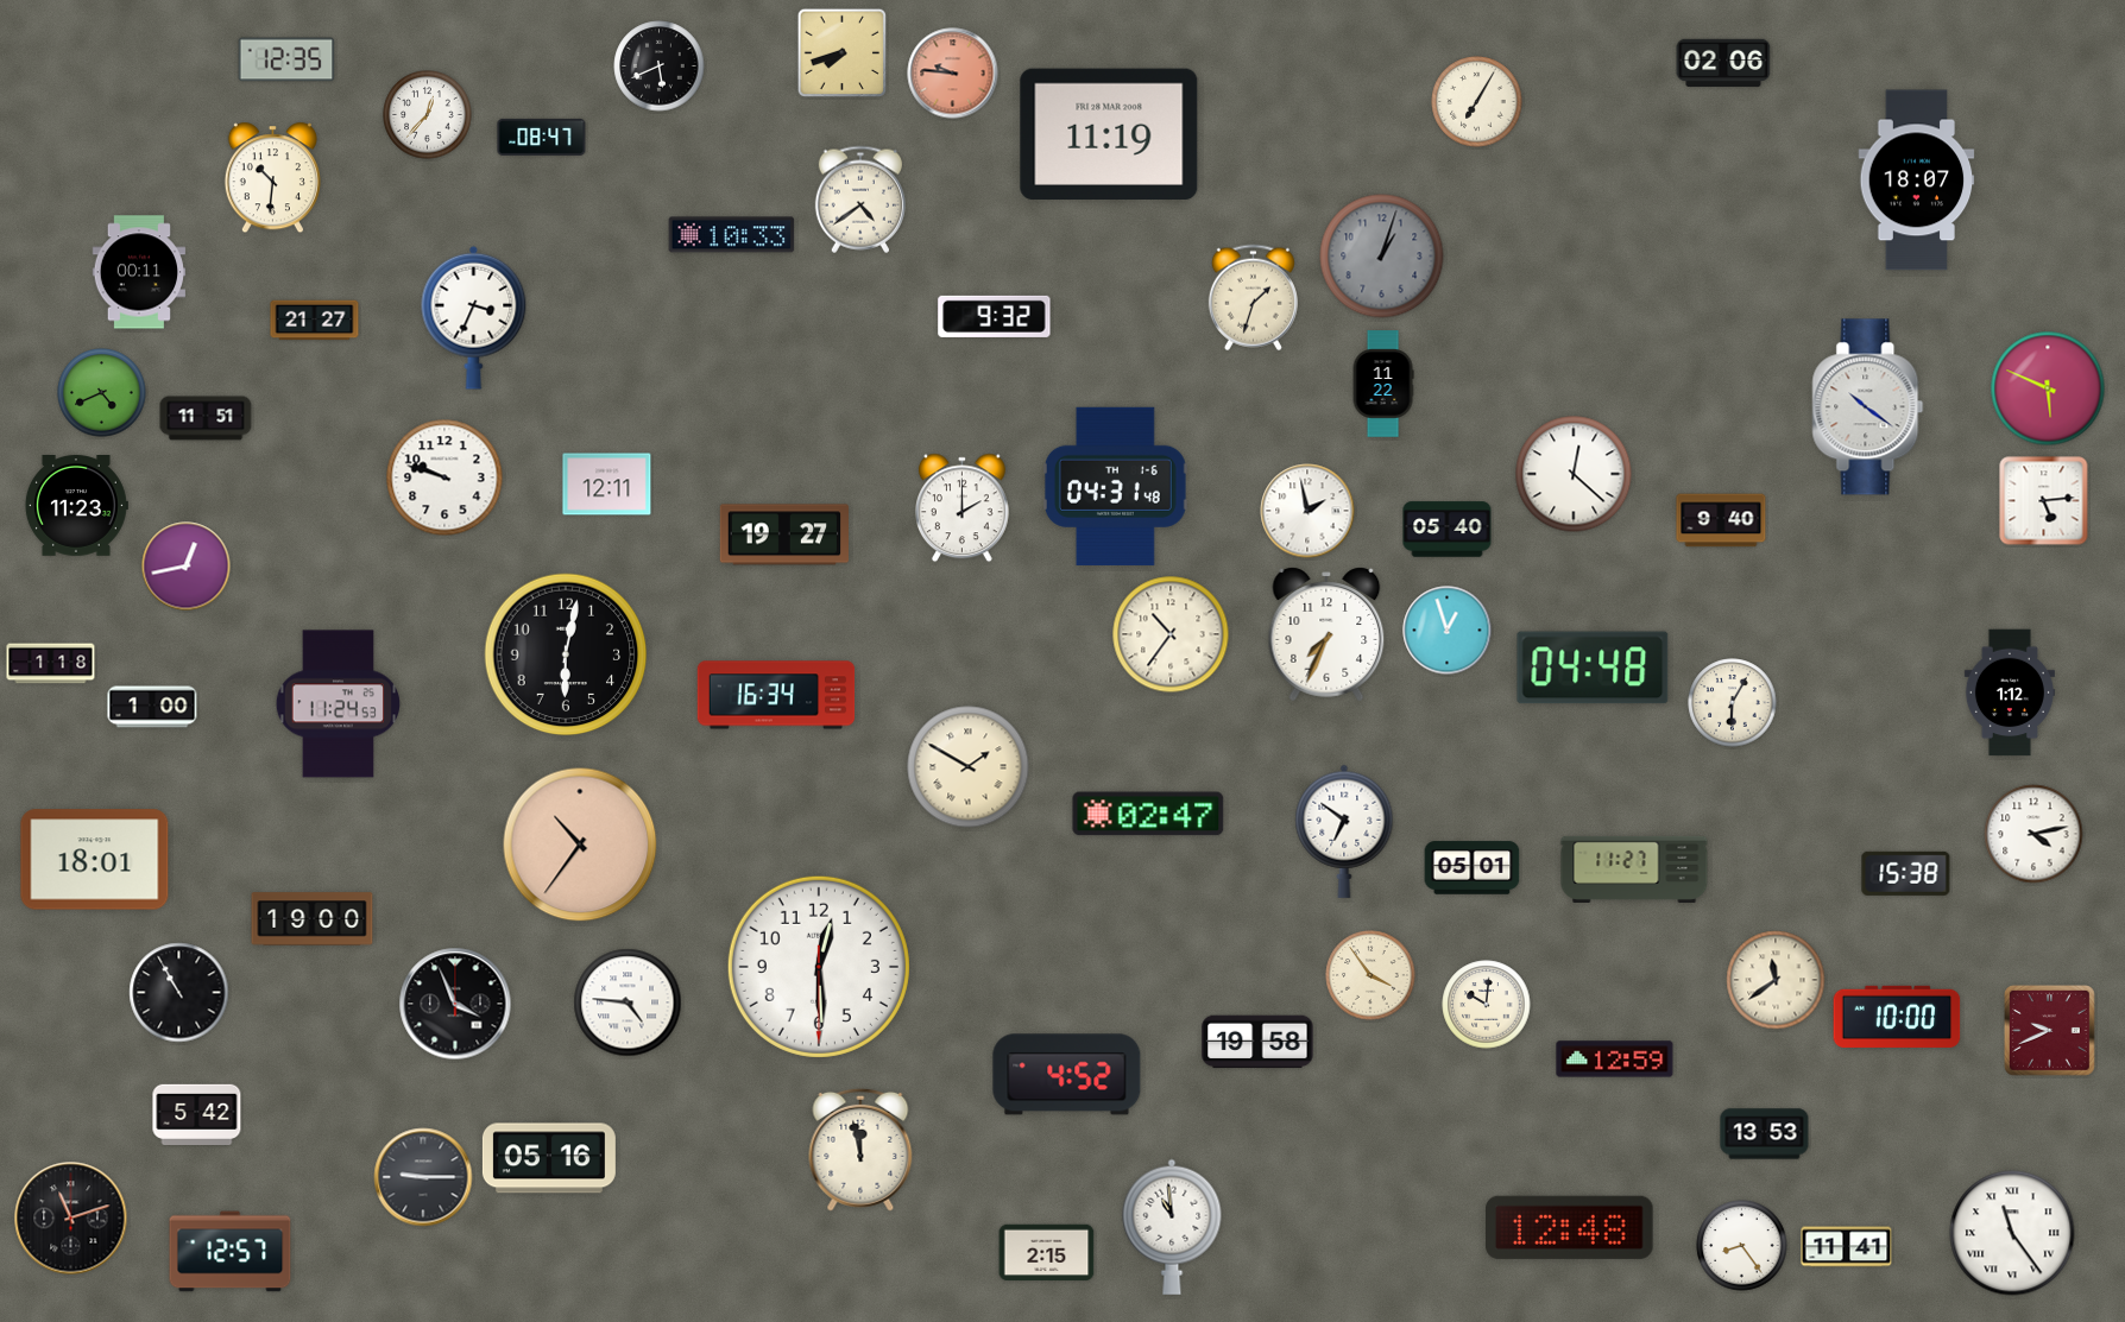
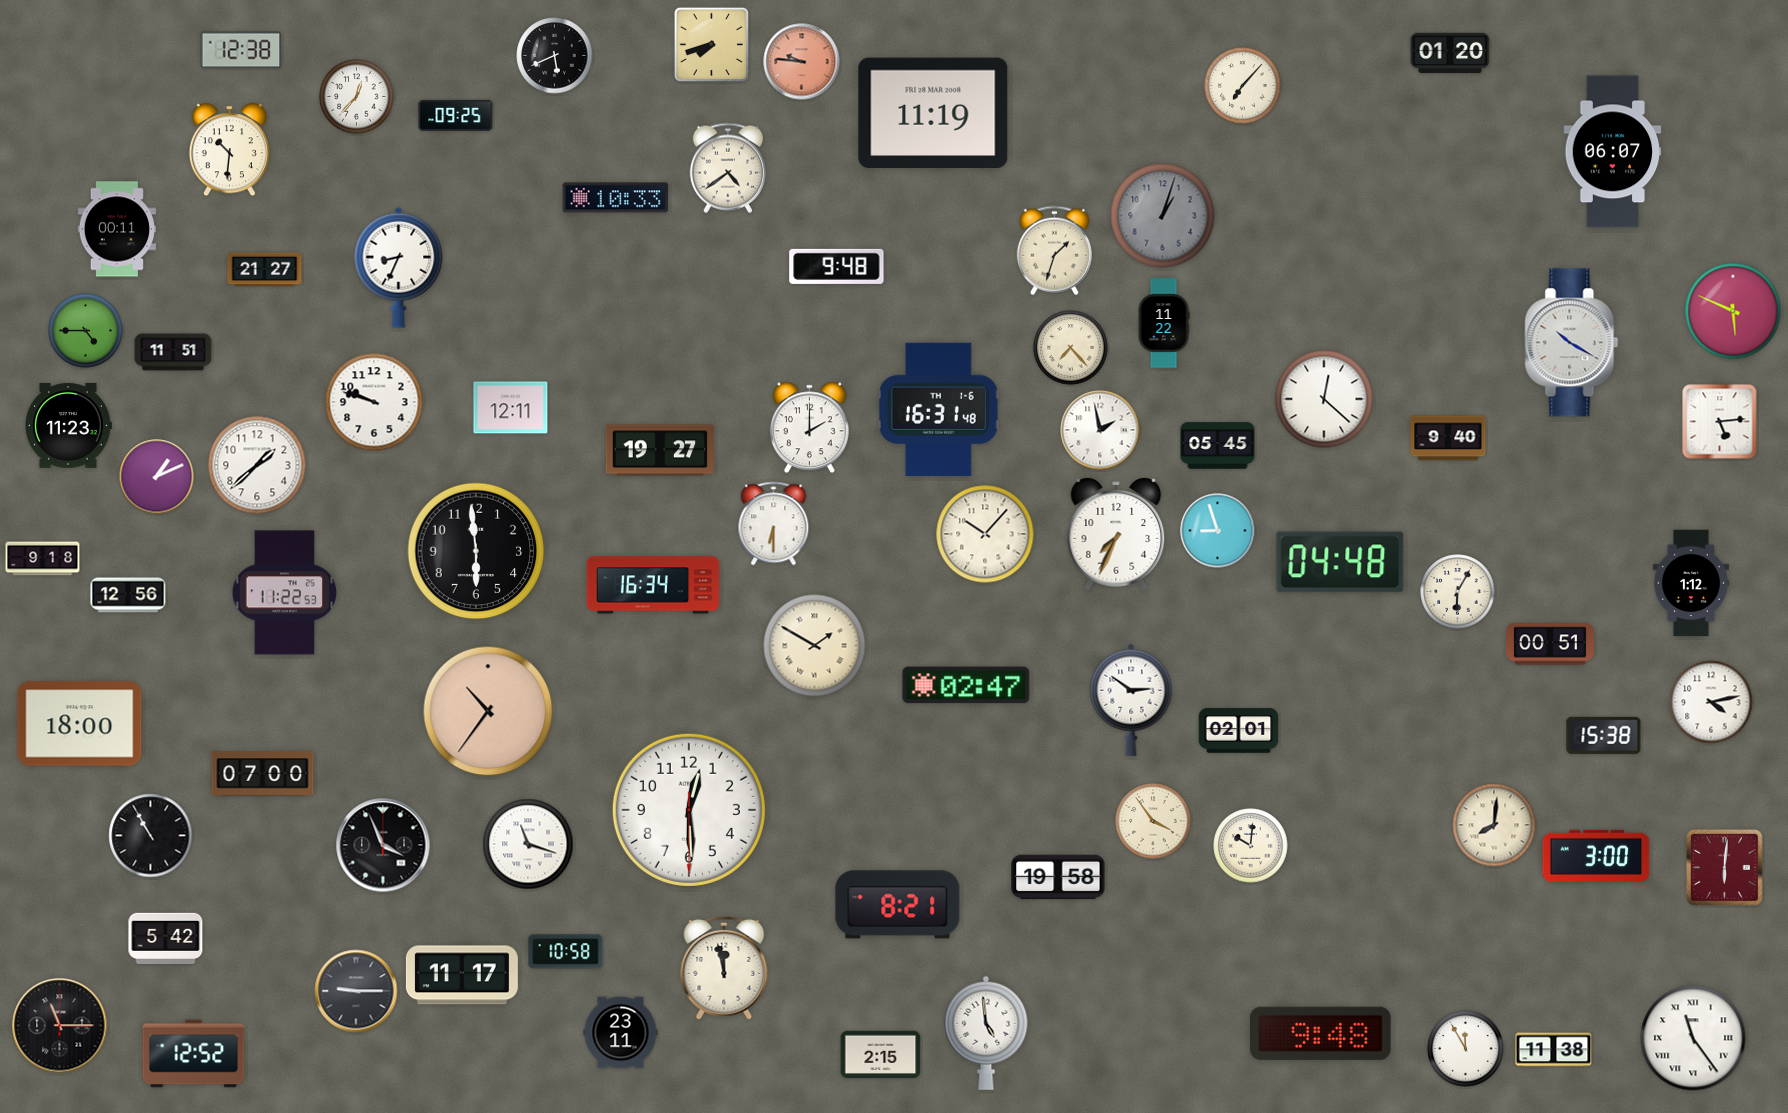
clock at (843, 53) position: (843, 53) -> (712, 45)
clock at (286, 59): 12:35 -> 12:38
clock at (1723, 63): 02:06 -> 01:20
clock at (1477, 102): 7:05 -> 7:07
clock at (428, 115) position: (428, 115) -> (357, 97)
clock at (542, 137): 08:47 -> 09:25
clock at (1917, 181): 18:07 -> 06:07
clock at (859, 200) position: (859, 200) -> (727, 168)
clock at (995, 316): 9:32 -> 9:48
clock at (474, 317): 3:34 -> 8:34
clock at (2048, 388) position: (2048, 388) -> (1733, 311)
clock at (102, 393): 4:41 -> 4:45
clock at (1868, 407): 10:21 -> 10:20
clock at (1071, 348): none -> 7:23
clock at (1115, 486): 04:31 -> 16:31
clock at (76, 506) position: (76, 506) -> (68, 426)
clock at (1448, 530): 05:40 -> 05:45
clock at (257, 465): none -> 1:38
clock at (187, 567): 12:43 -> 1:11
clock at (774, 524): none -> 6:30
clock at (1448, 631): 12:57 -> 8:57
clock at (1171, 634): 10:36 -> 10:07
clock at (566, 654): 6:02 -> 5:59
clock at (51, 664): 1:18 -> 9:18
clock at (339, 704): 11:24 -> 11:22
clock at (152, 707): 1:00 -> 12:56
clock at (1550, 644): none -> 00:51
clock at (1344, 831): 6:51 -> 2:51
clock at (95, 860): 18:01 -> 18:00
clock at (1473, 868): 05:01 -> 02:01
clock at (1634, 869): 11:27 -> none
clock at (313, 919): 19:00 -> 07:00
clock at (819, 967) position: (819, 967) -> (689, 810)
clock at (1776, 980): 11:39 -> 8:01
clock at (628, 1002): 4:46 -> 11:18
clock at (1897, 1017): 10:00 -> 3:00
clock at (2050, 1031): 9:41 -> 6:01
clock at (1615, 1060): 12:59 -> none
clock at (1067, 1075): 4:52 -> 8:21
clock at (566, 952): none -> 10:58
clock at (1765, 1134): 13:53 -> none
clock at (549, 1158): 05:16 -> 11:17
clock at (71, 1219): 11:12 -> 11:15
clock at (621, 1033): none -> 23:11
clock at (1172, 1227): 10:59 -> 4:59
clock at (1570, 1227): 12:48 -> 9:48
clock at (1742, 1246): 8:24 -> 11:55
clock at (1847, 1247): 11:41 -> 11:38
clock at (231, 1252): 12:57 -> 12:52
